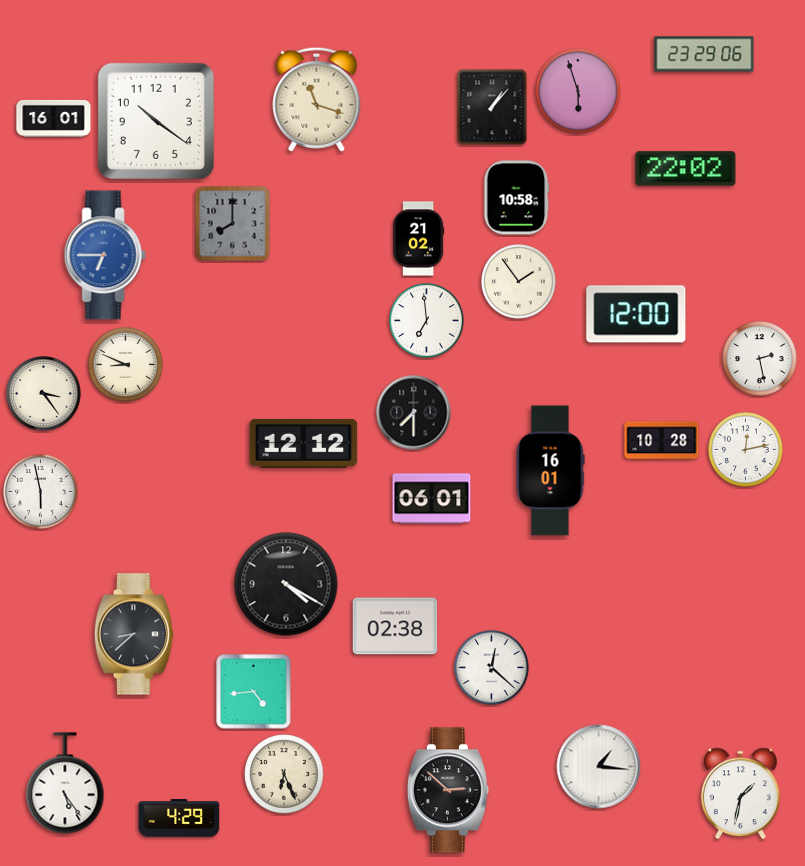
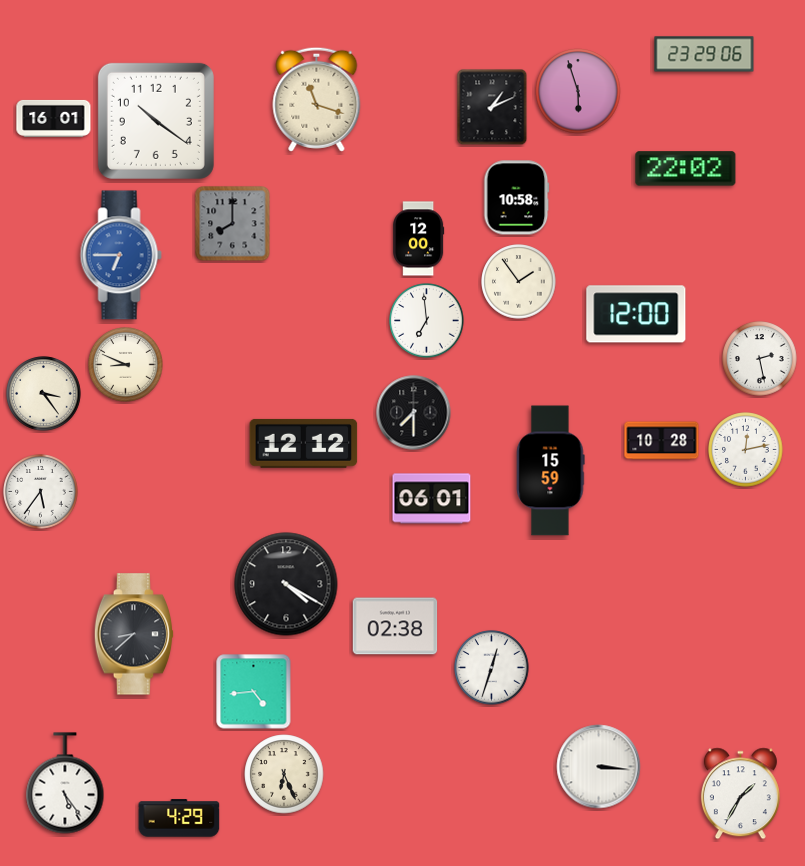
clock at (492, 107): 1:07 -> 1:11
clock at (419, 239): 21:02 -> 12:00
clock at (105, 255) position: (105, 255) -> (121, 255)
clock at (550, 471): 16:01 -> 15:59
clock at (41, 492): 5:58 -> 5:36
clock at (492, 668): 12:22 -> 12:33
clock at (599, 767): 1:16 -> 3:16
clock at (448, 790): 2:52 -> none
clock at (740, 794): 1:32 -> 1:35
